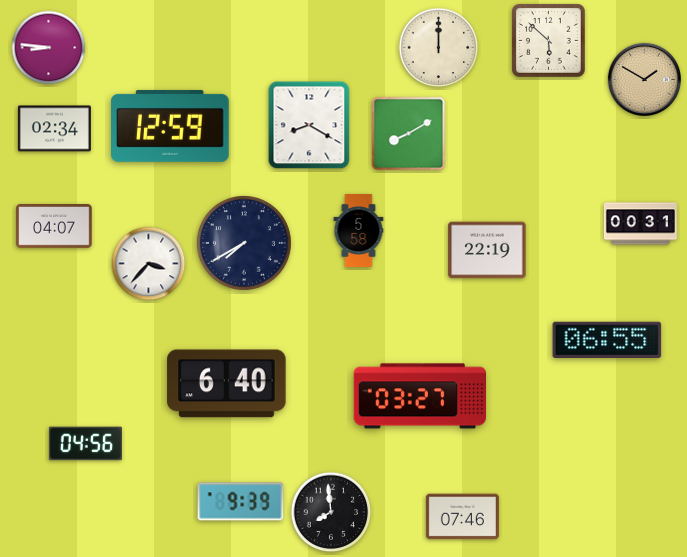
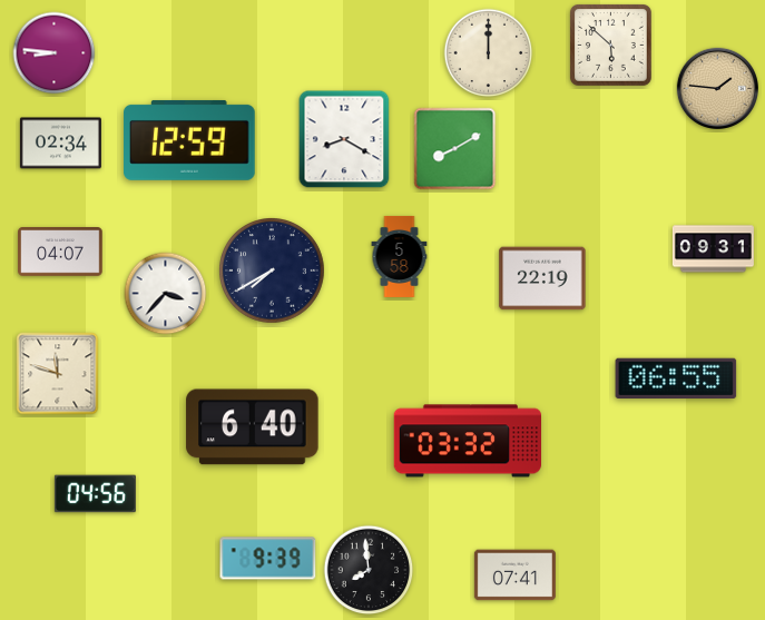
clock at (644, 79): 1:50 -> 1:46
clock at (640, 224): 00:31 -> 09:31
clock at (58, 374): none -> 11:48
clock at (419, 396): 03:27 -> 03:32
clock at (462, 517): 07:46 -> 07:41
